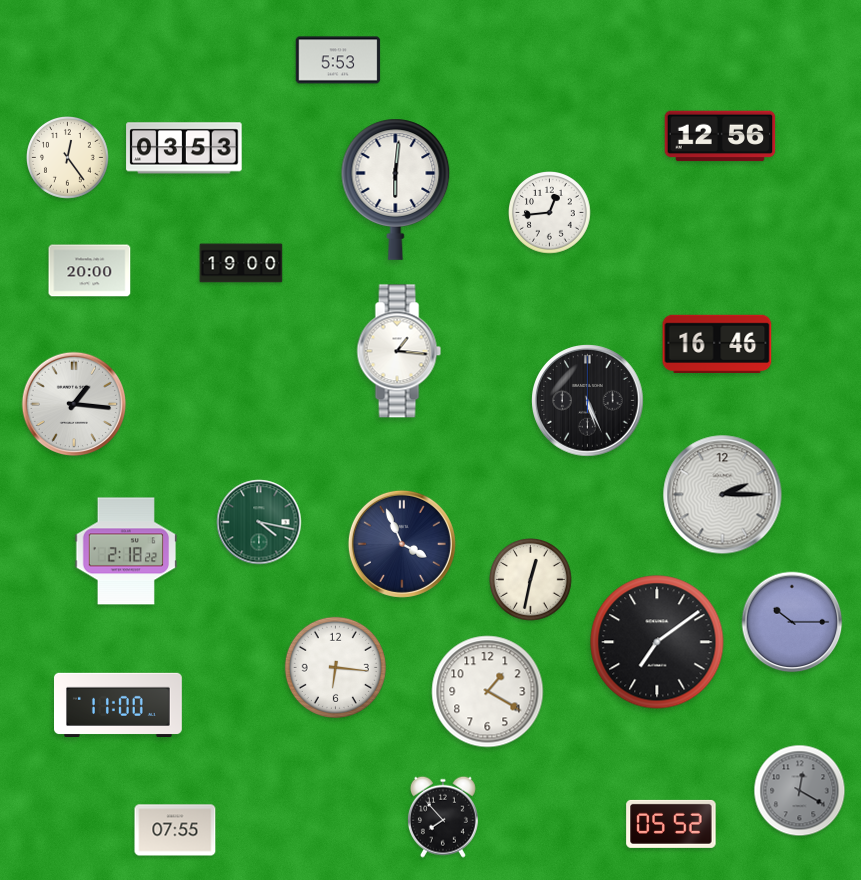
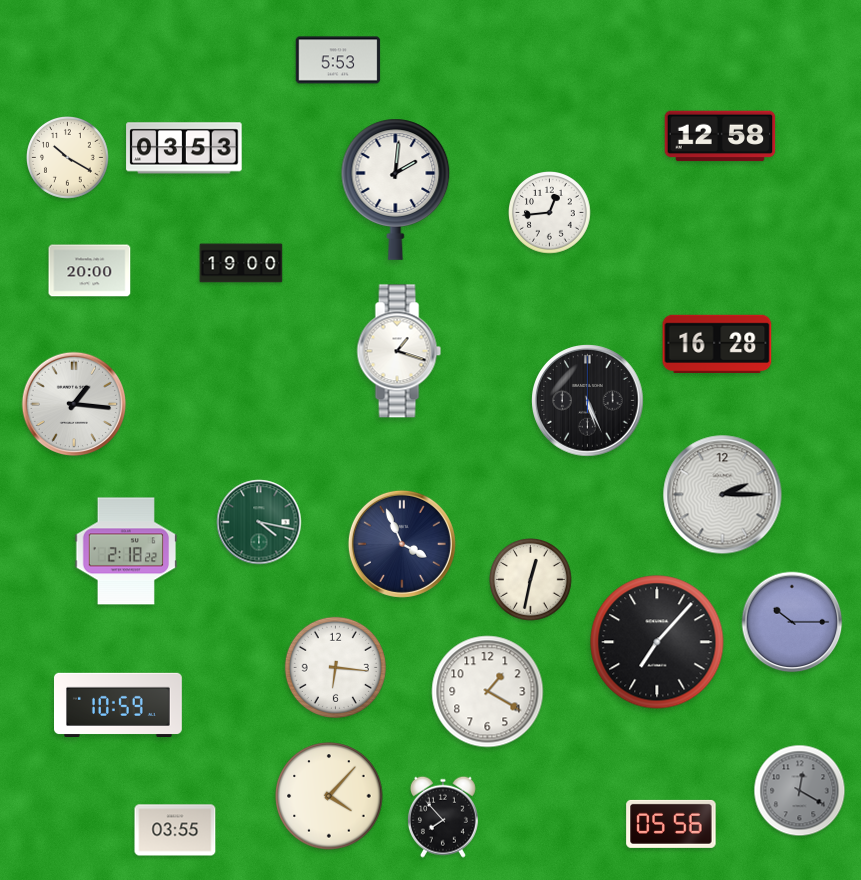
clock at (720, 136): 12:56 -> 12:58
clock at (68, 158): 12:24 -> 10:20
clock at (396, 189): 6:01 -> 2:01
clock at (717, 343): 16:46 -> 16:28
clock at (399, 351): 1:16 -> 1:18
clock at (657, 642): 7:09 -> 7:07
clock at (119, 704): 11:00 -> 10:59
clock at (329, 796): none -> 4:07
clock at (671, 824): 05:52 -> 05:56
clock at (175, 830): 07:55 -> 03:55
